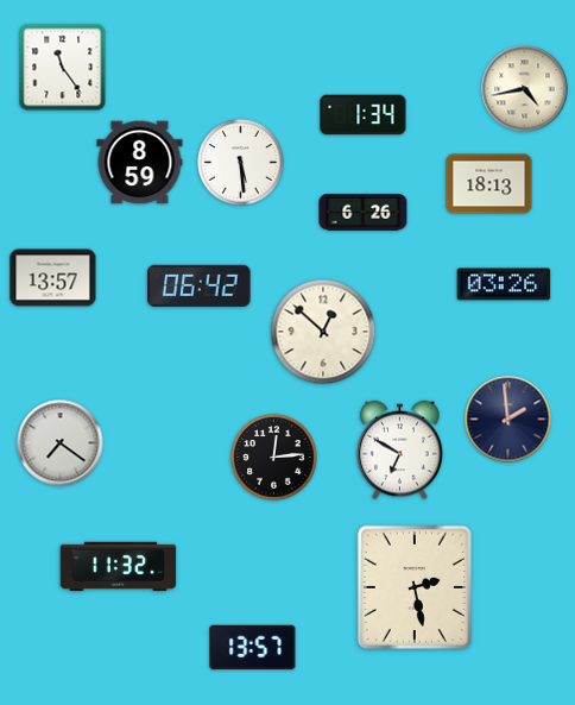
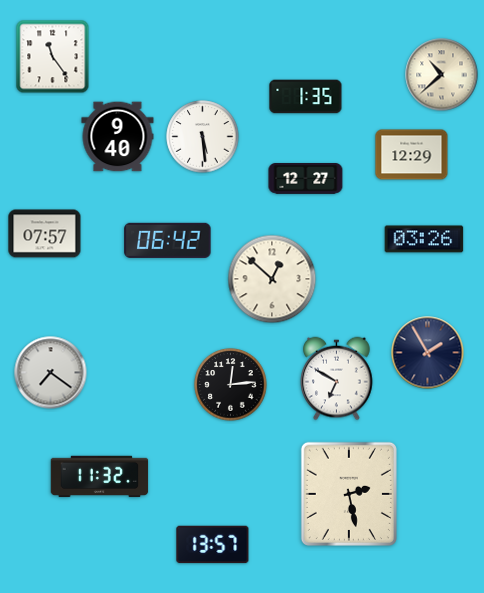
clock at (525, 89): 4:43 -> 10:38
clock at (364, 115): 1:34 -> 1:35
clock at (140, 163): 8:59 -> 9:40
clock at (489, 184): 18:13 -> 12:29
clock at (364, 213): 6:26 -> 12:27
clock at (53, 278): 13:57 -> 07:57
clock at (508, 420): 1:59 -> 1:55
